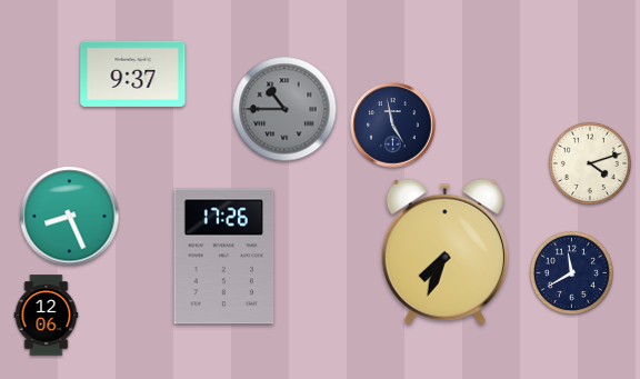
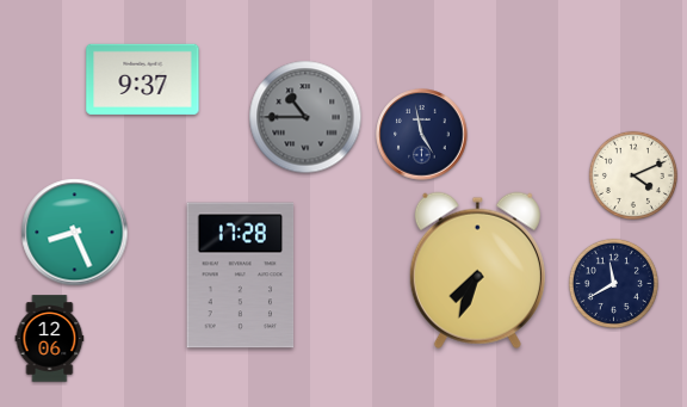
clock at (590, 163): 4:12 -> 4:11
clock at (224, 257): 17:26 -> 17:28
clock at (571, 272) position: (571, 272) -> (613, 283)
